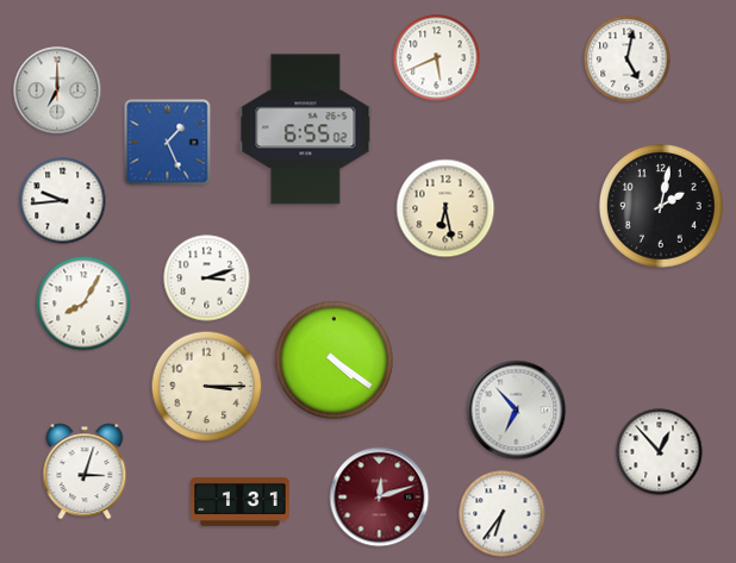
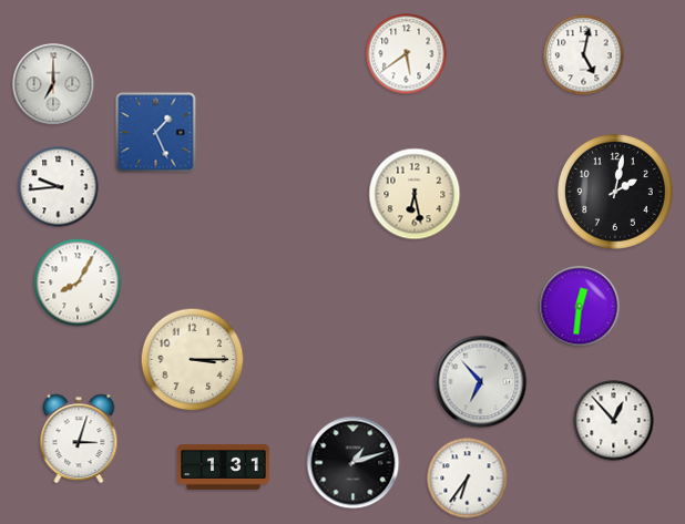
clock at (437, 58): 5:41 -> 5:39
clock at (306, 130): 6:55 -> none
clock at (207, 279): 3:12 -> none
clock at (580, 307): none -> 12:31
clock at (333, 359): 4:21 -> none
clock at (380, 498): 12:12 -> 1:12
clock at (380, 498) dial: burgundy -> black
